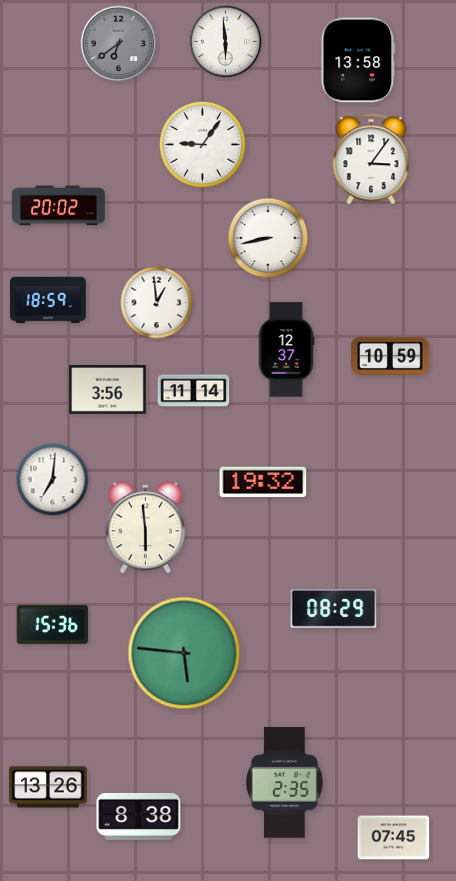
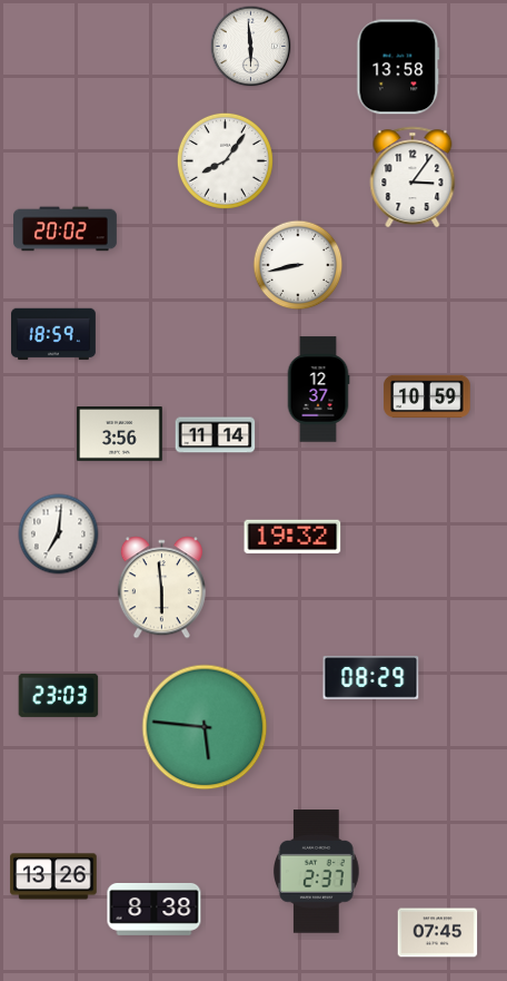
clock at (119, 44): 6:39 -> none
clock at (202, 144): 9:06 -> 8:06
clock at (157, 303): 12:59 -> none
clock at (390, 355) position: (390, 355) -> (427, 395)
clock at (53, 624): 15:36 -> 23:03
clock at (285, 783): 2:35 -> 2:37
